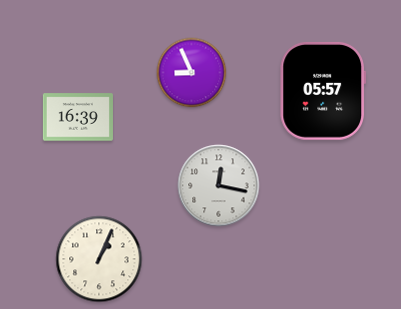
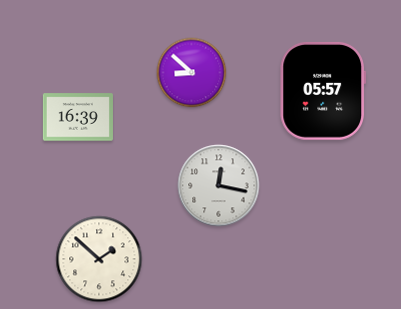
clock at (192, 73): 8:56 -> 8:52
clock at (99, 259): 1:04 -> 1:52
